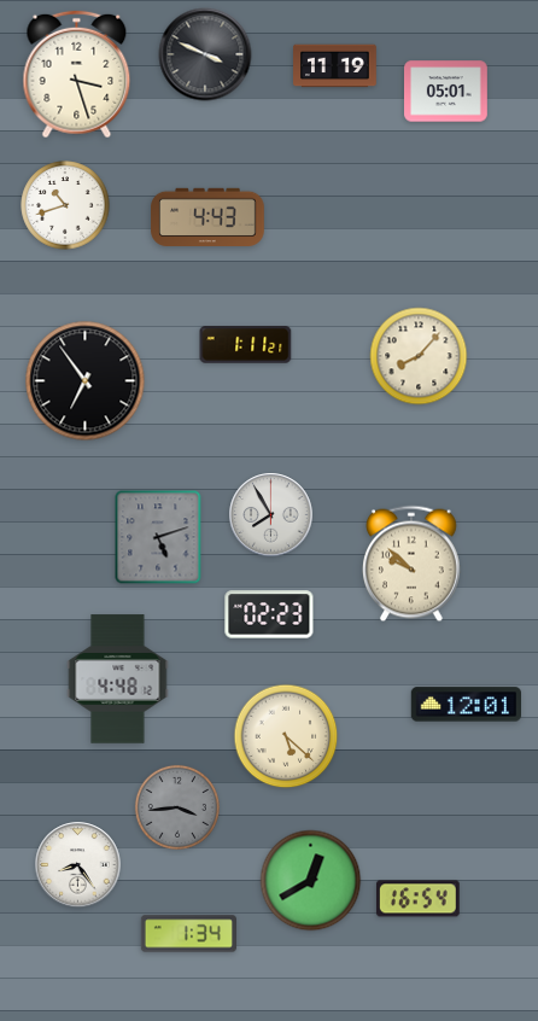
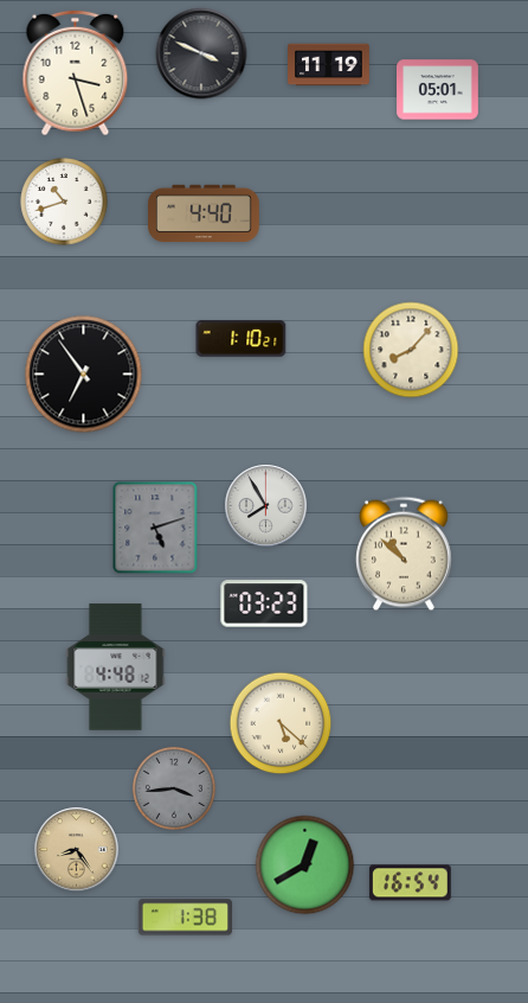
clock at (207, 217): 4:43 -> 4:40
clock at (246, 345): 1:11 -> 1:10
clock at (413, 564): 9:52 -> 10:52
clock at (269, 614): 02:23 -> 03:23
clock at (466, 705): 12:01 -> none
clock at (177, 807) position: (177, 807) -> (174, 788)
clock at (78, 865) dial: white -> champagne
clock at (188, 934): 1:34 -> 1:38
